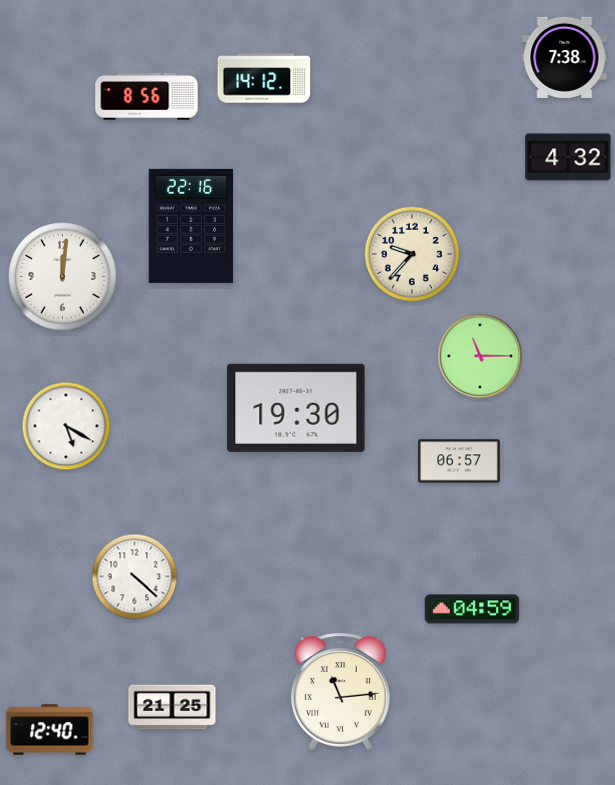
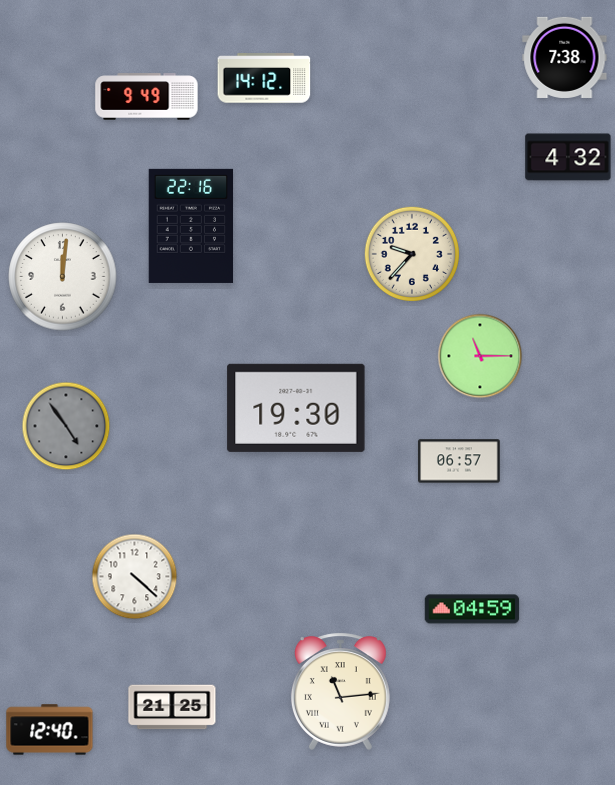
clock at (147, 97): 8:56 -> 9:49
clock at (66, 426): 5:20 -> 4:54
clock at (66, 426) dial: white -> grey
